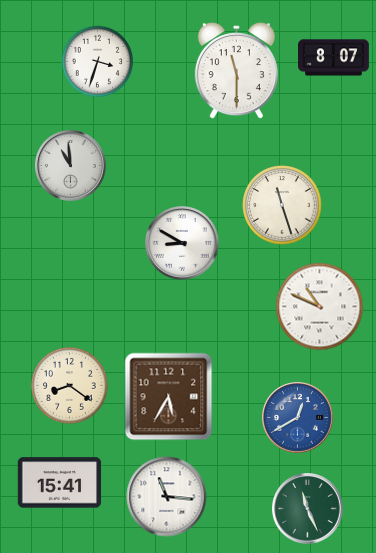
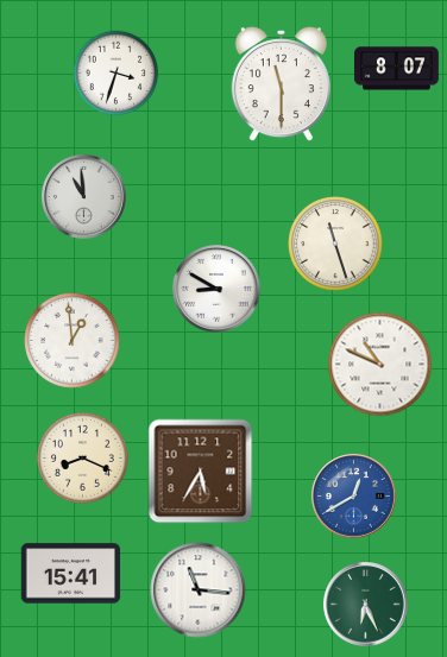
clock at (73, 341): none -> 12:59
clock at (69, 385): 8:21 -> 8:19
clock at (308, 509): 11:26 -> 6:26
